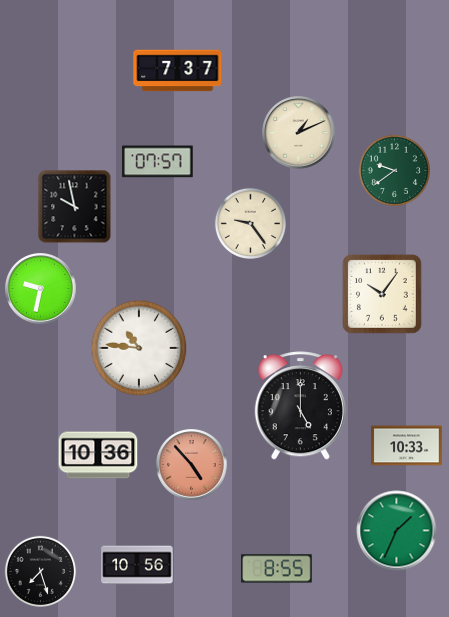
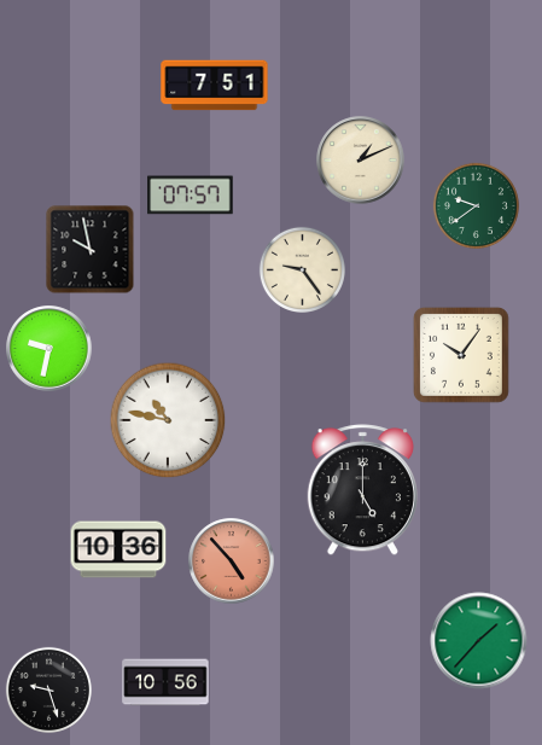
clock at (178, 71): 7:37 -> 7:51
clock at (139, 348): 10:46 -> 10:47
clock at (407, 446): 10:33 -> none
clock at (397, 531): 1:34 -> 1:37
clock at (277, 569): 8:55 -> none
clock at (40, 571): 7:27 -> 9:27
